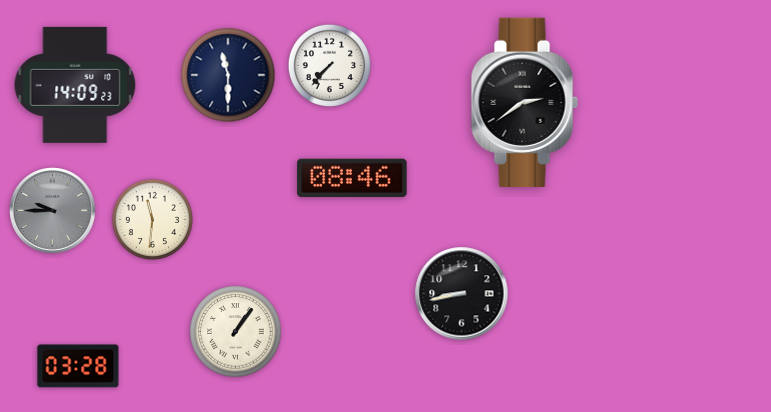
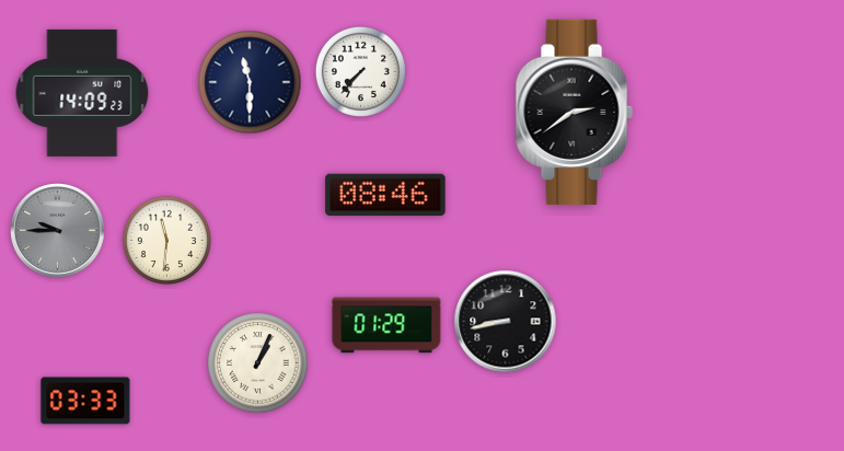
clock at (386, 325): none -> 01:29
clock at (236, 332): 1:06 -> 1:04
clock at (78, 366): 03:28 -> 03:33
